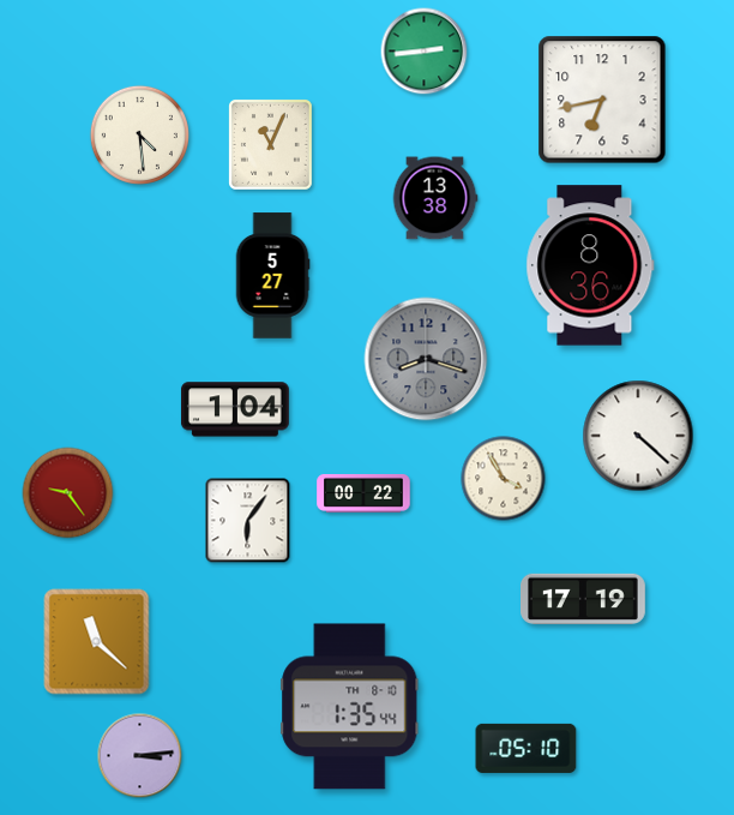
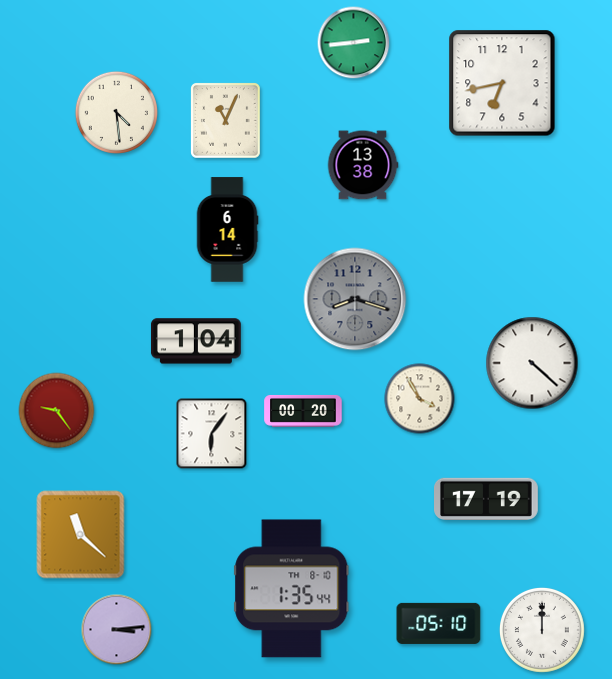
clock at (590, 265): 8:36 -> none
clock at (272, 276): 5:27 -> 6:14
clock at (363, 493): 00:22 -> 00:20
clock at (248, 521) position: (248, 521) -> (212, 434)
clock at (542, 630): none -> 12:00
